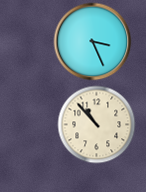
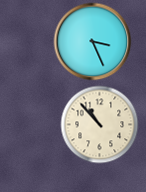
clock at (96, 124) position: (96, 124) -> (99, 124)
